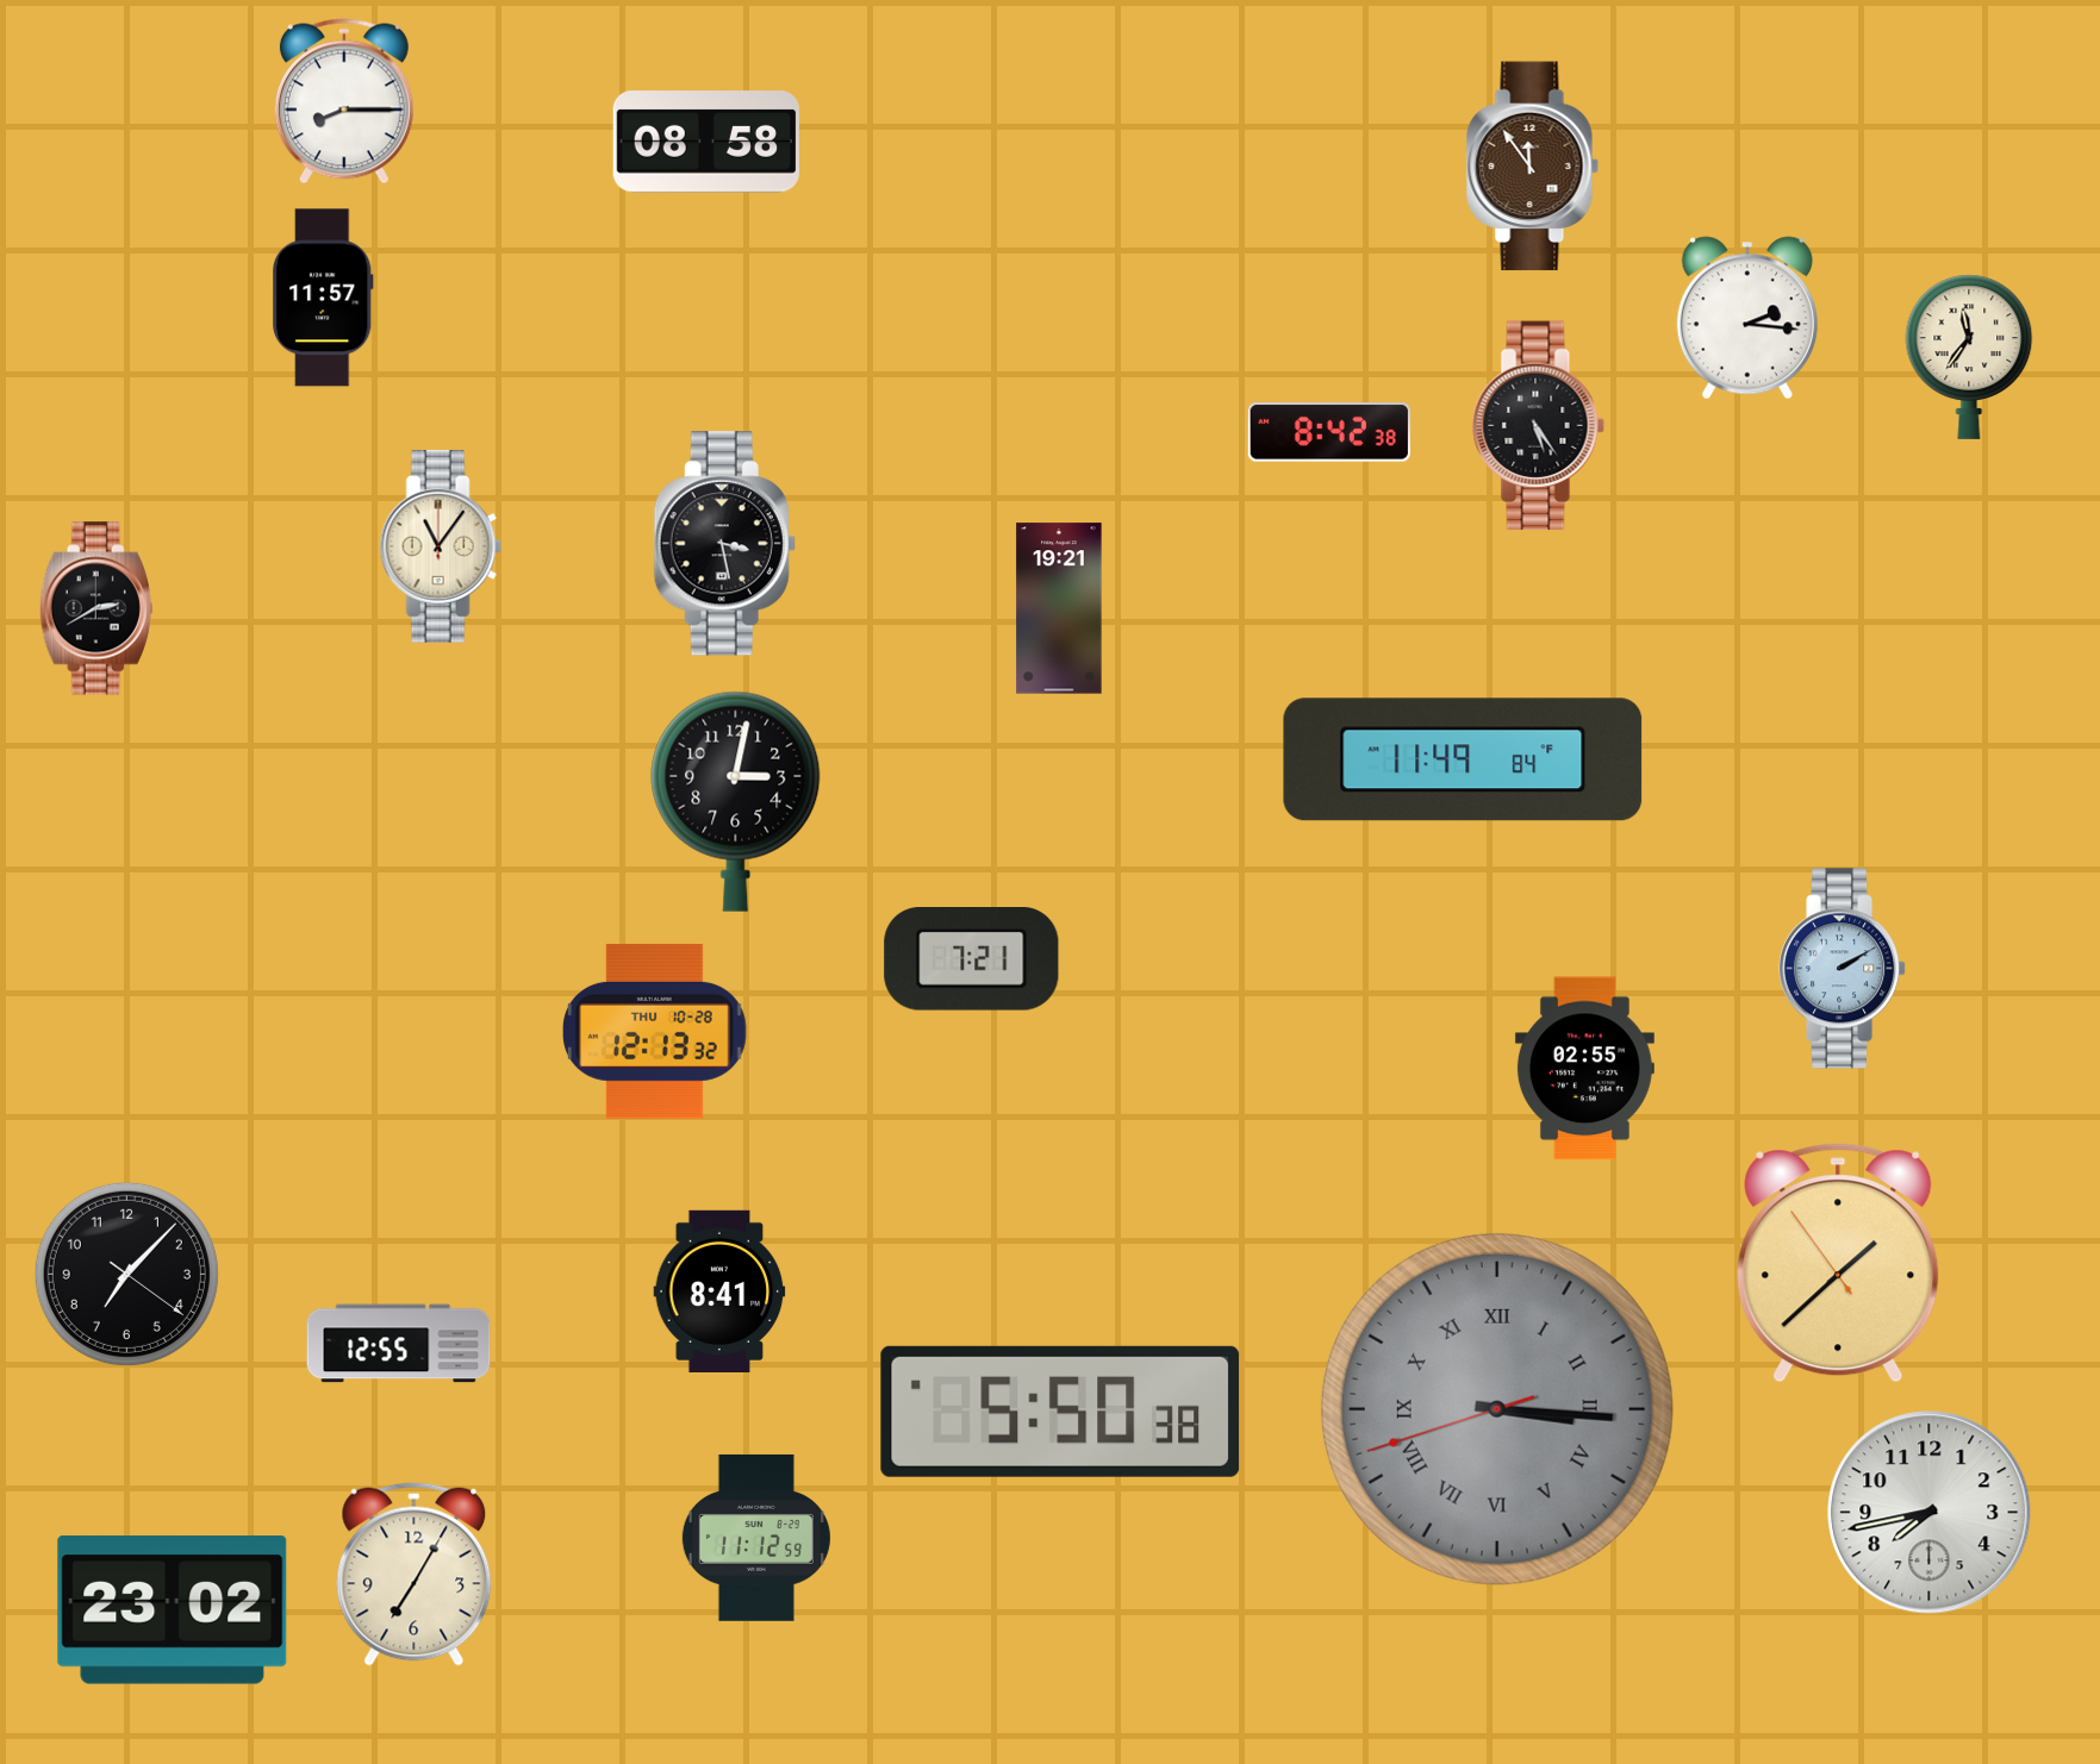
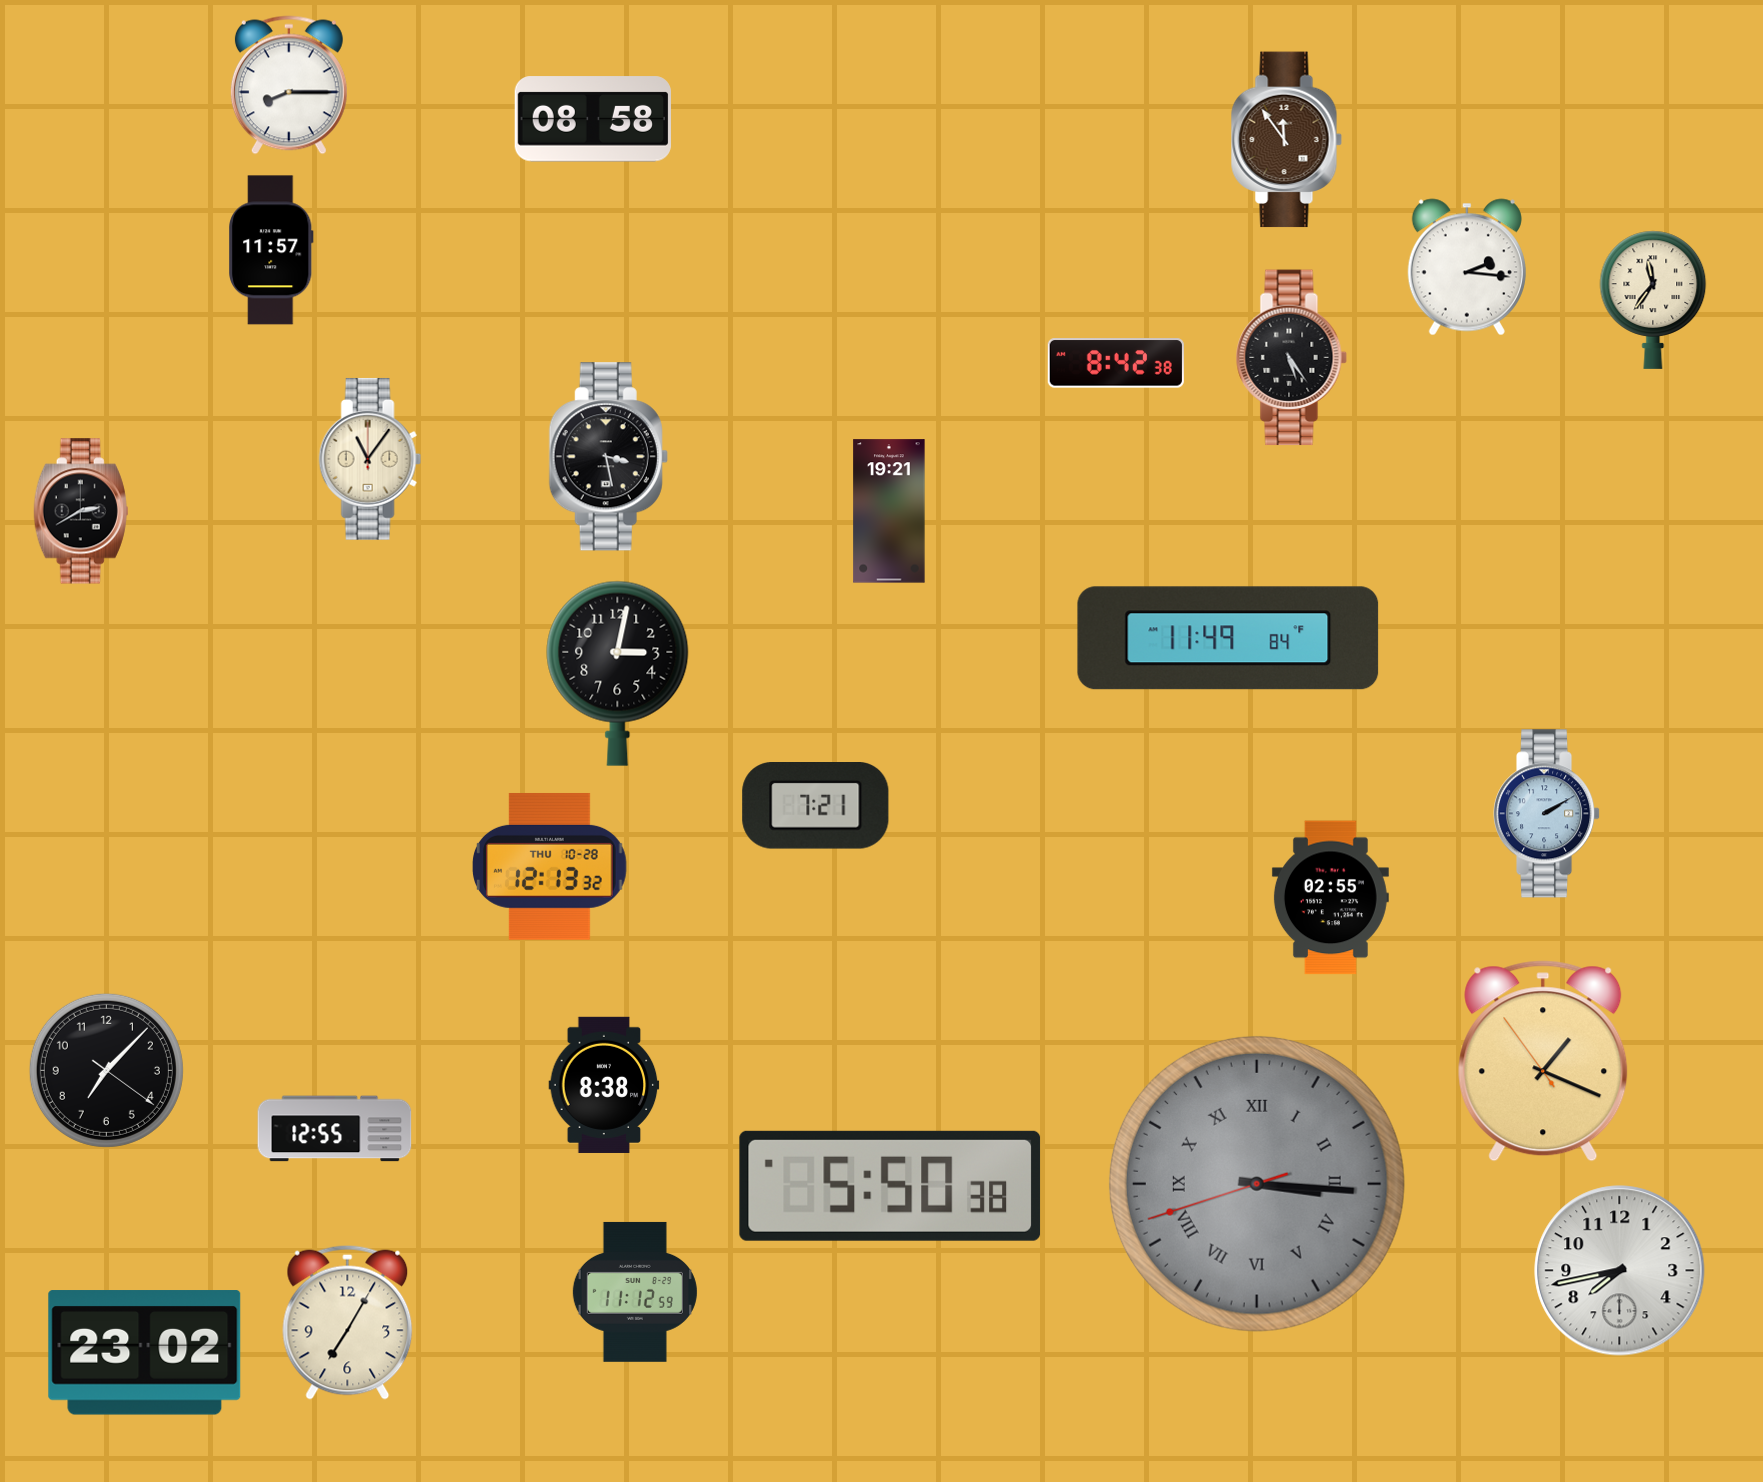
clock at (1838, 1263): 1:37 -> 1:18
clock at (719, 1291): 8:41 -> 8:38
